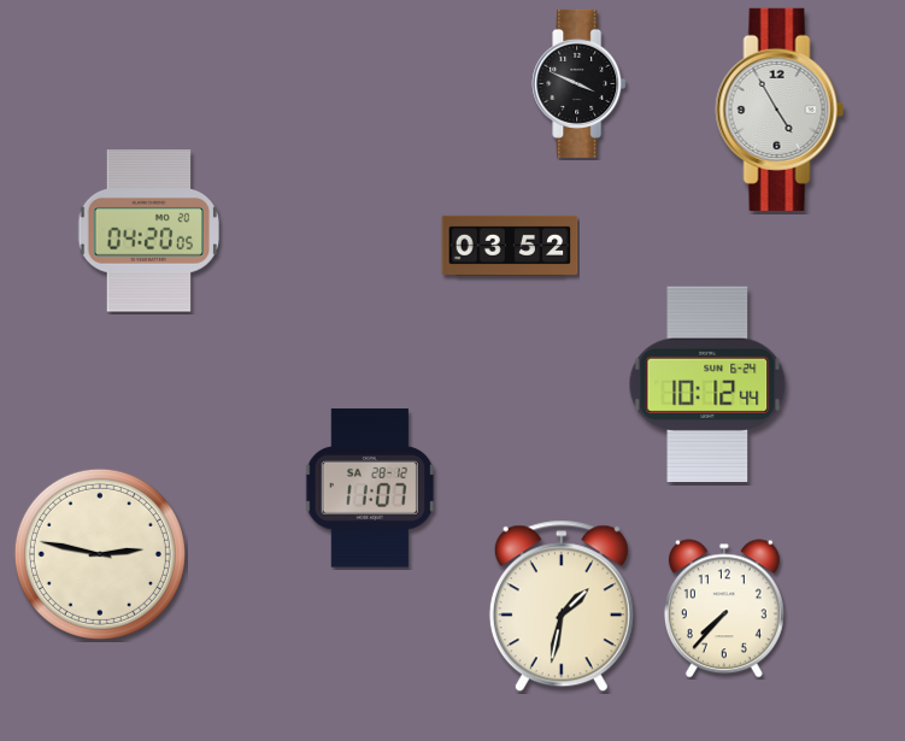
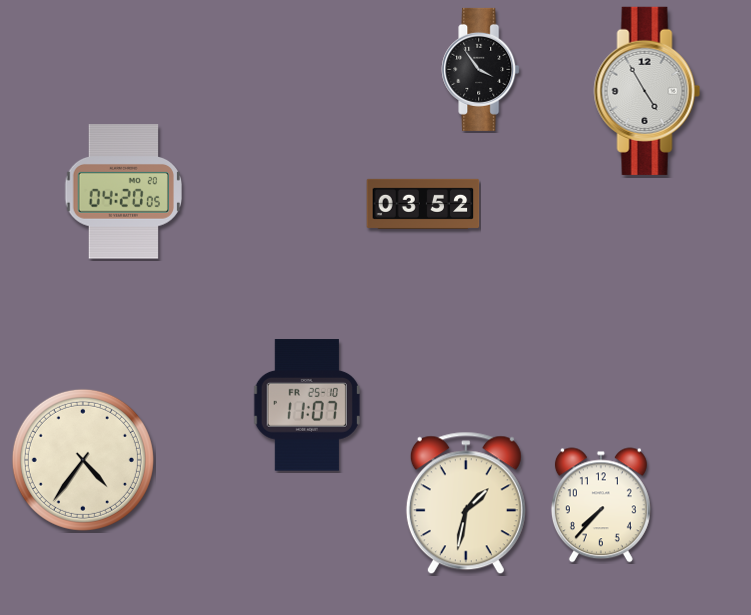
clock at (580, 83): 3:49 -> 3:54
clock at (707, 383): 10:12 -> none
clock at (370, 488) date: SA 28-12 -> FR 25-10
clock at (100, 554): 2:47 -> 4:36
